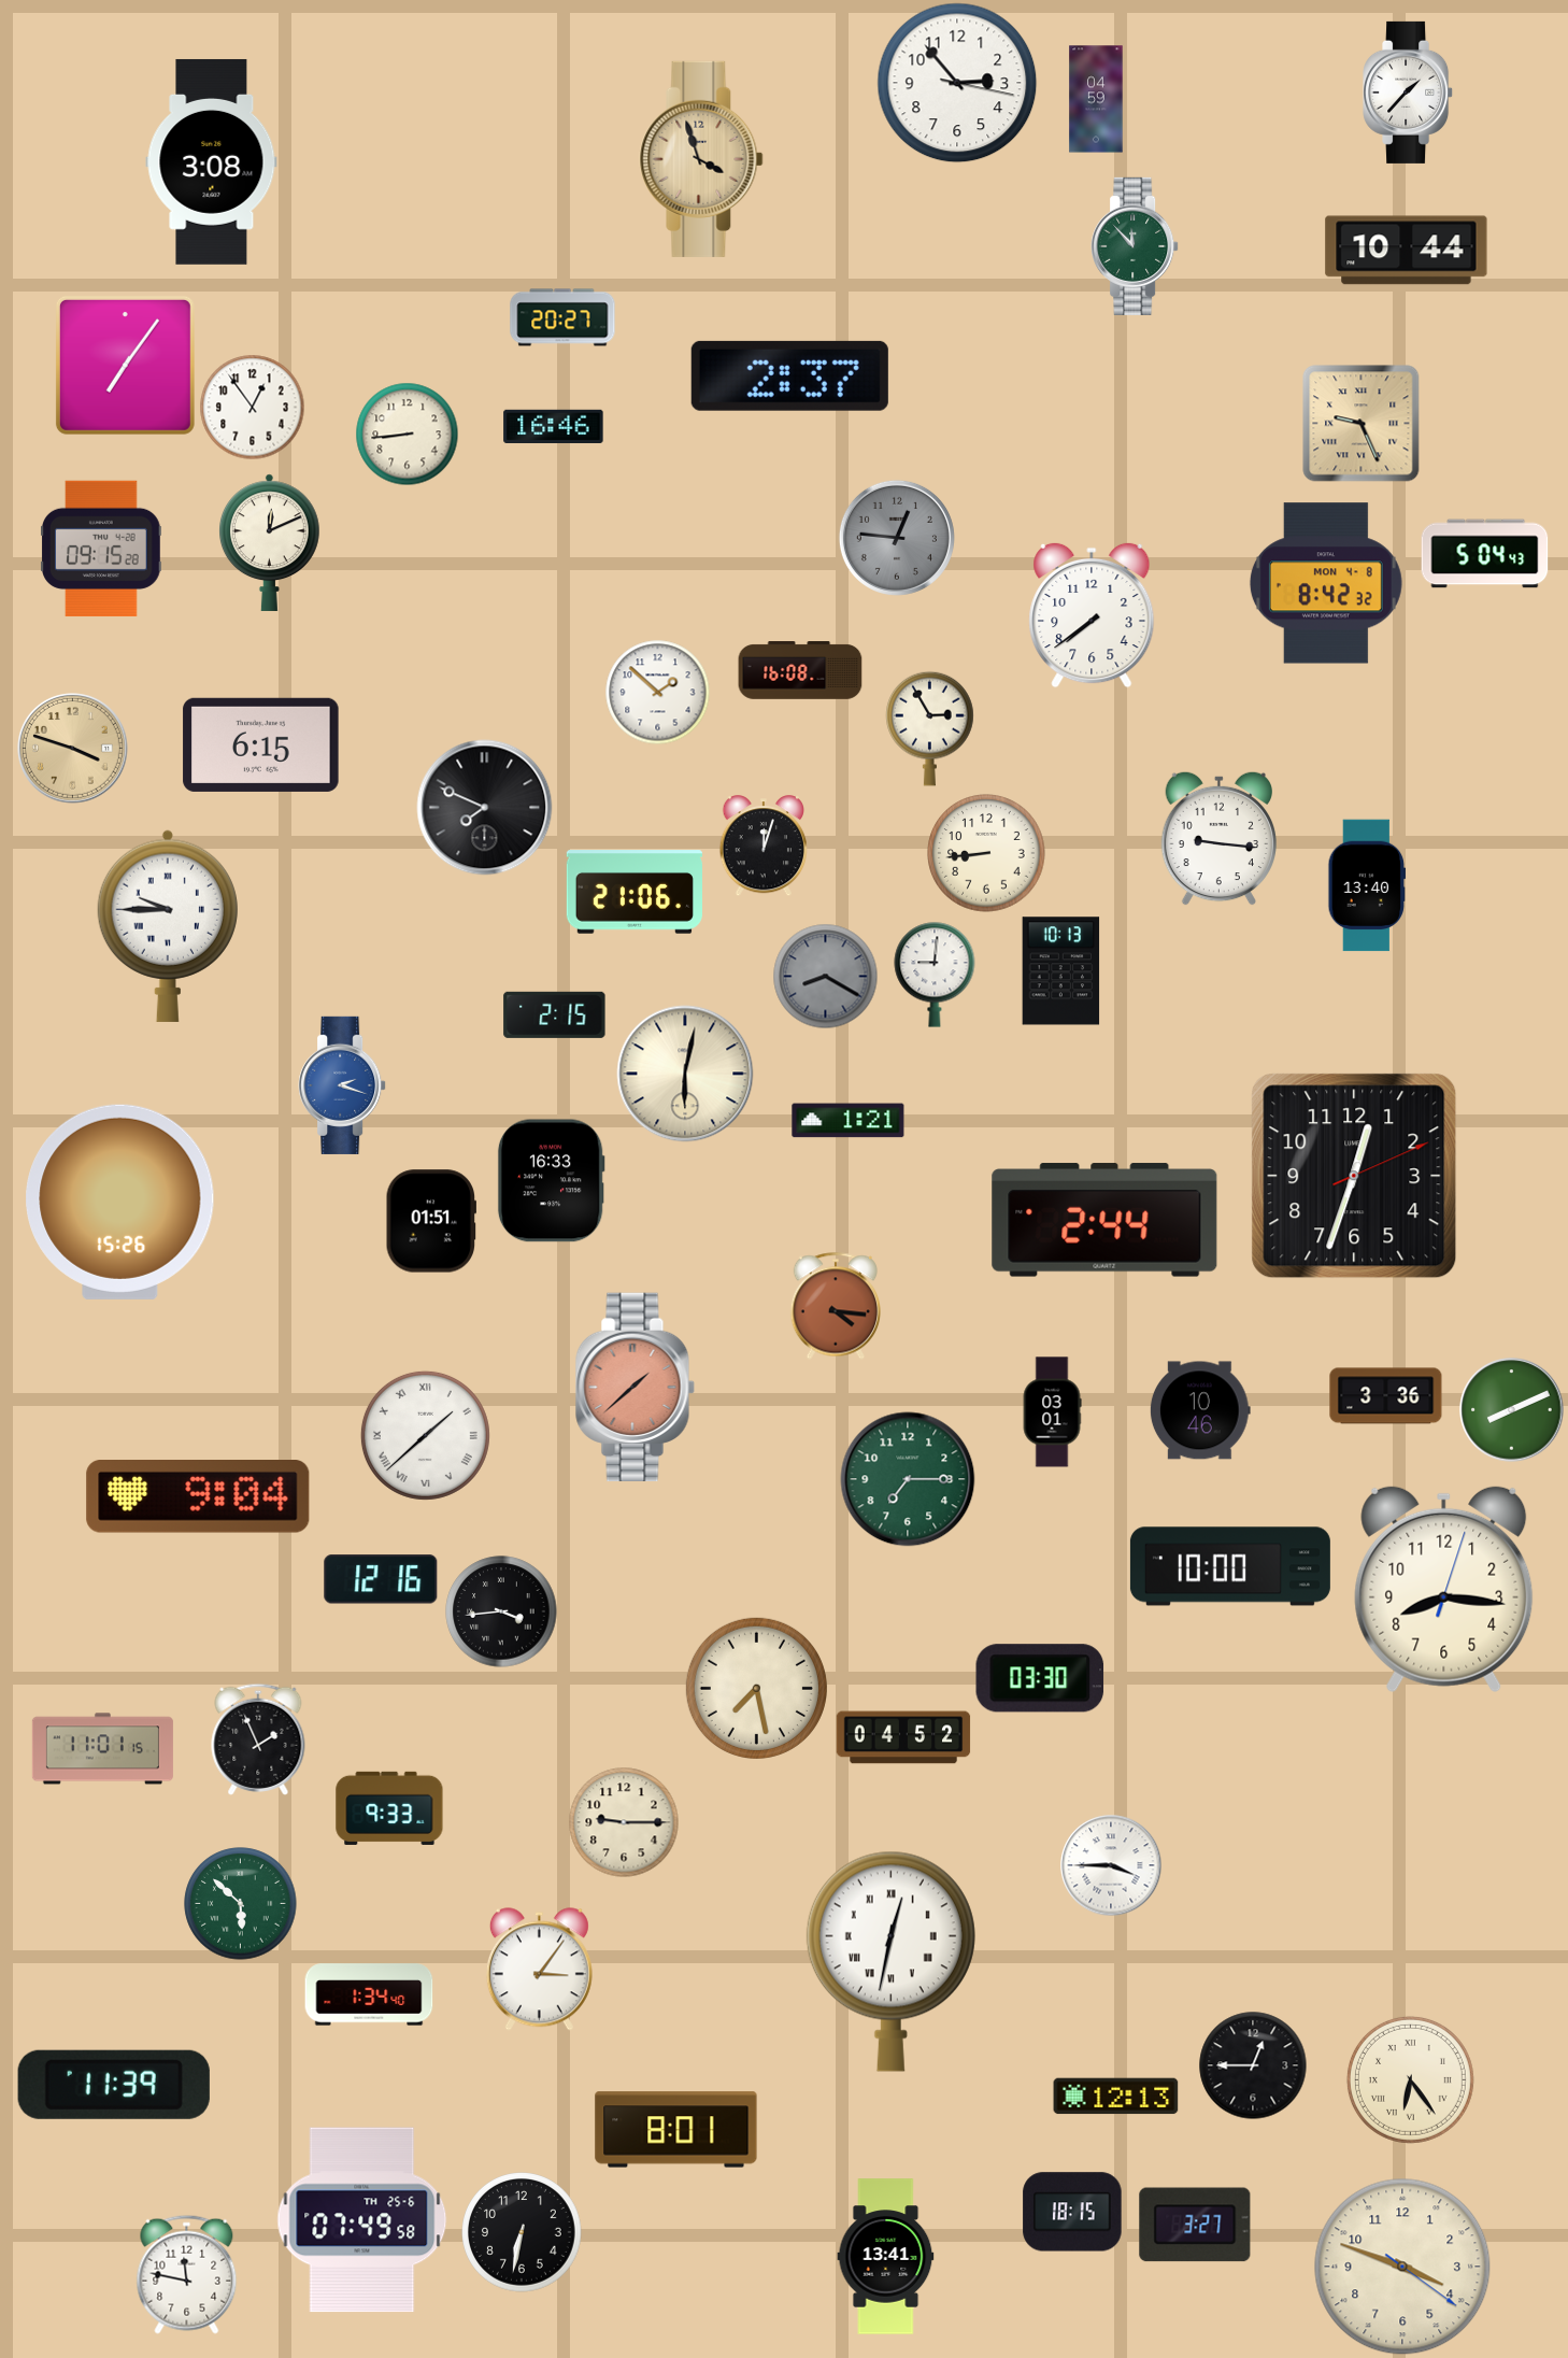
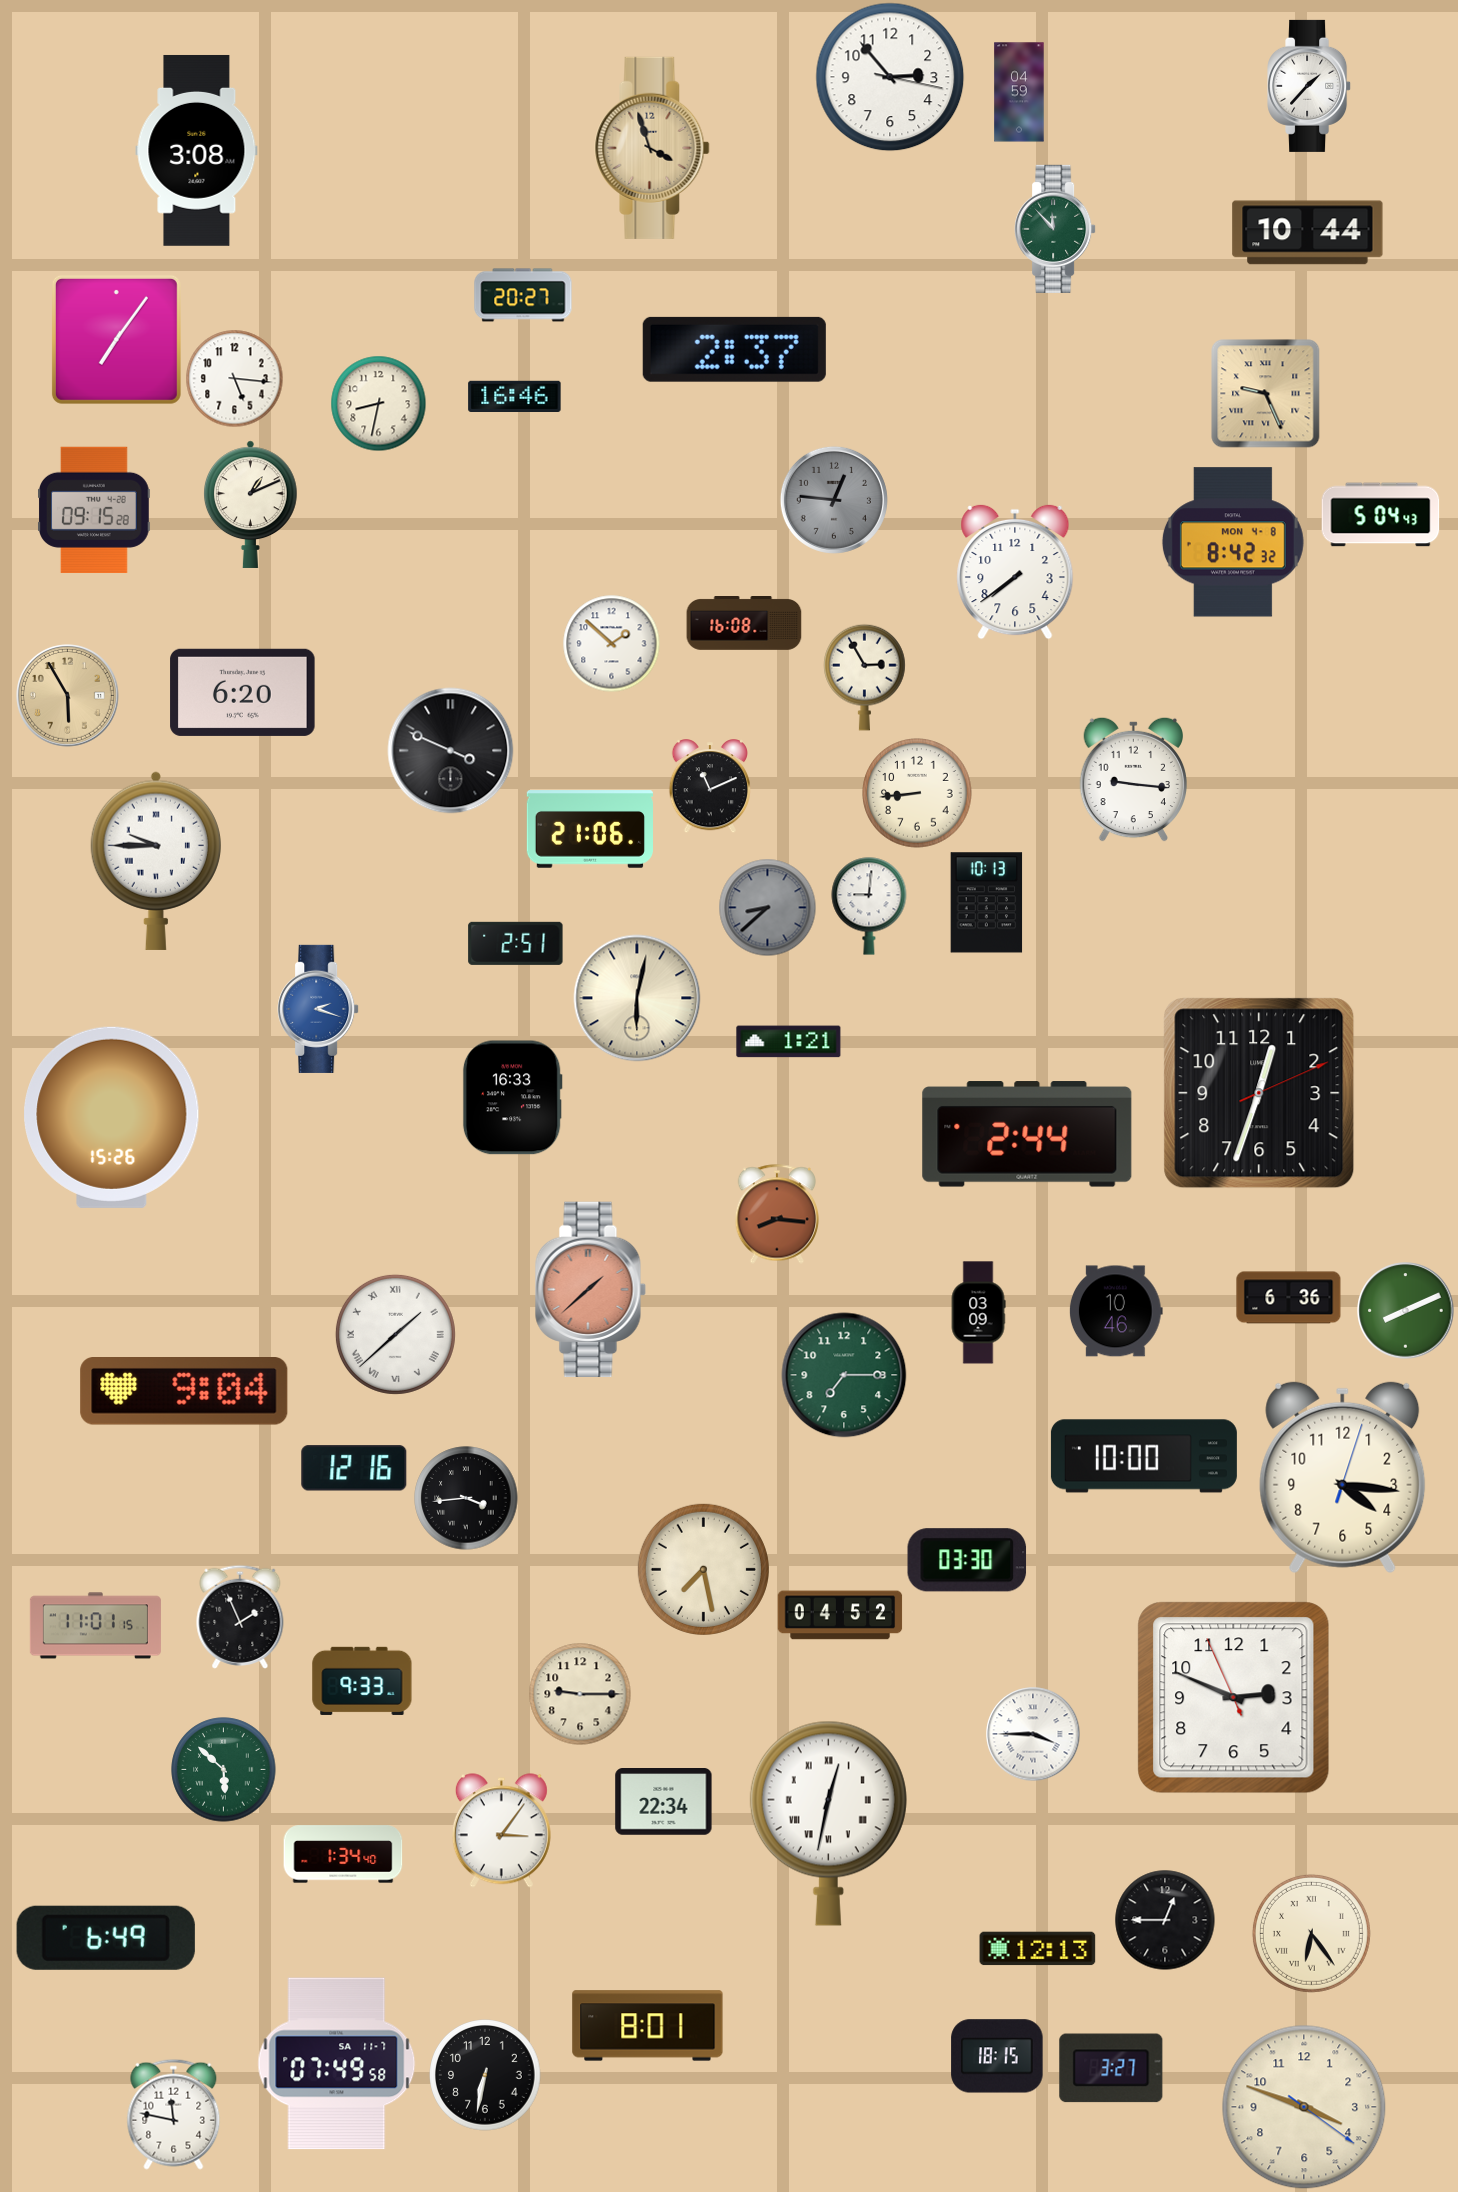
clock at (252, 407): 12:54 -> 5:16
clock at (407, 434): 8:44 -> 8:32
clock at (270, 542): 12:11 -> 1:11
clock at (261, 744): 6:15 -> 6:20
clock at (73, 749): 3:48 -> 5:55
clock at (485, 808): 7:49 -> 3:49
clock at (762, 846): 12:03 -> 11:11
clock at (1367, 885): 13:40 -> none
clock at (825, 976): 8:20 -> 8:38
clock at (555, 1014): 2:15 -> 2:51
clock at (430, 1221): 01:51 -> none
clock at (835, 1306): 4:16 -> 8:16
clock at (1386, 1396): 3:36 -> 6:36
clock at (1052, 1412): 03:01 -> 03:09
clock at (1444, 1590): 8:16 -> 4:16
clock at (1234, 1698): none -> 2:48
clock at (664, 1802): none -> 22:34
clock at (114, 2085): 11:39 -> 6:49
clock at (676, 2130) position: (676, 2130) -> (648, 2026)
clock at (362, 2220) date: TH 25-6 -> SA 11-7
clock at (886, 2257): 13:41 -> none
